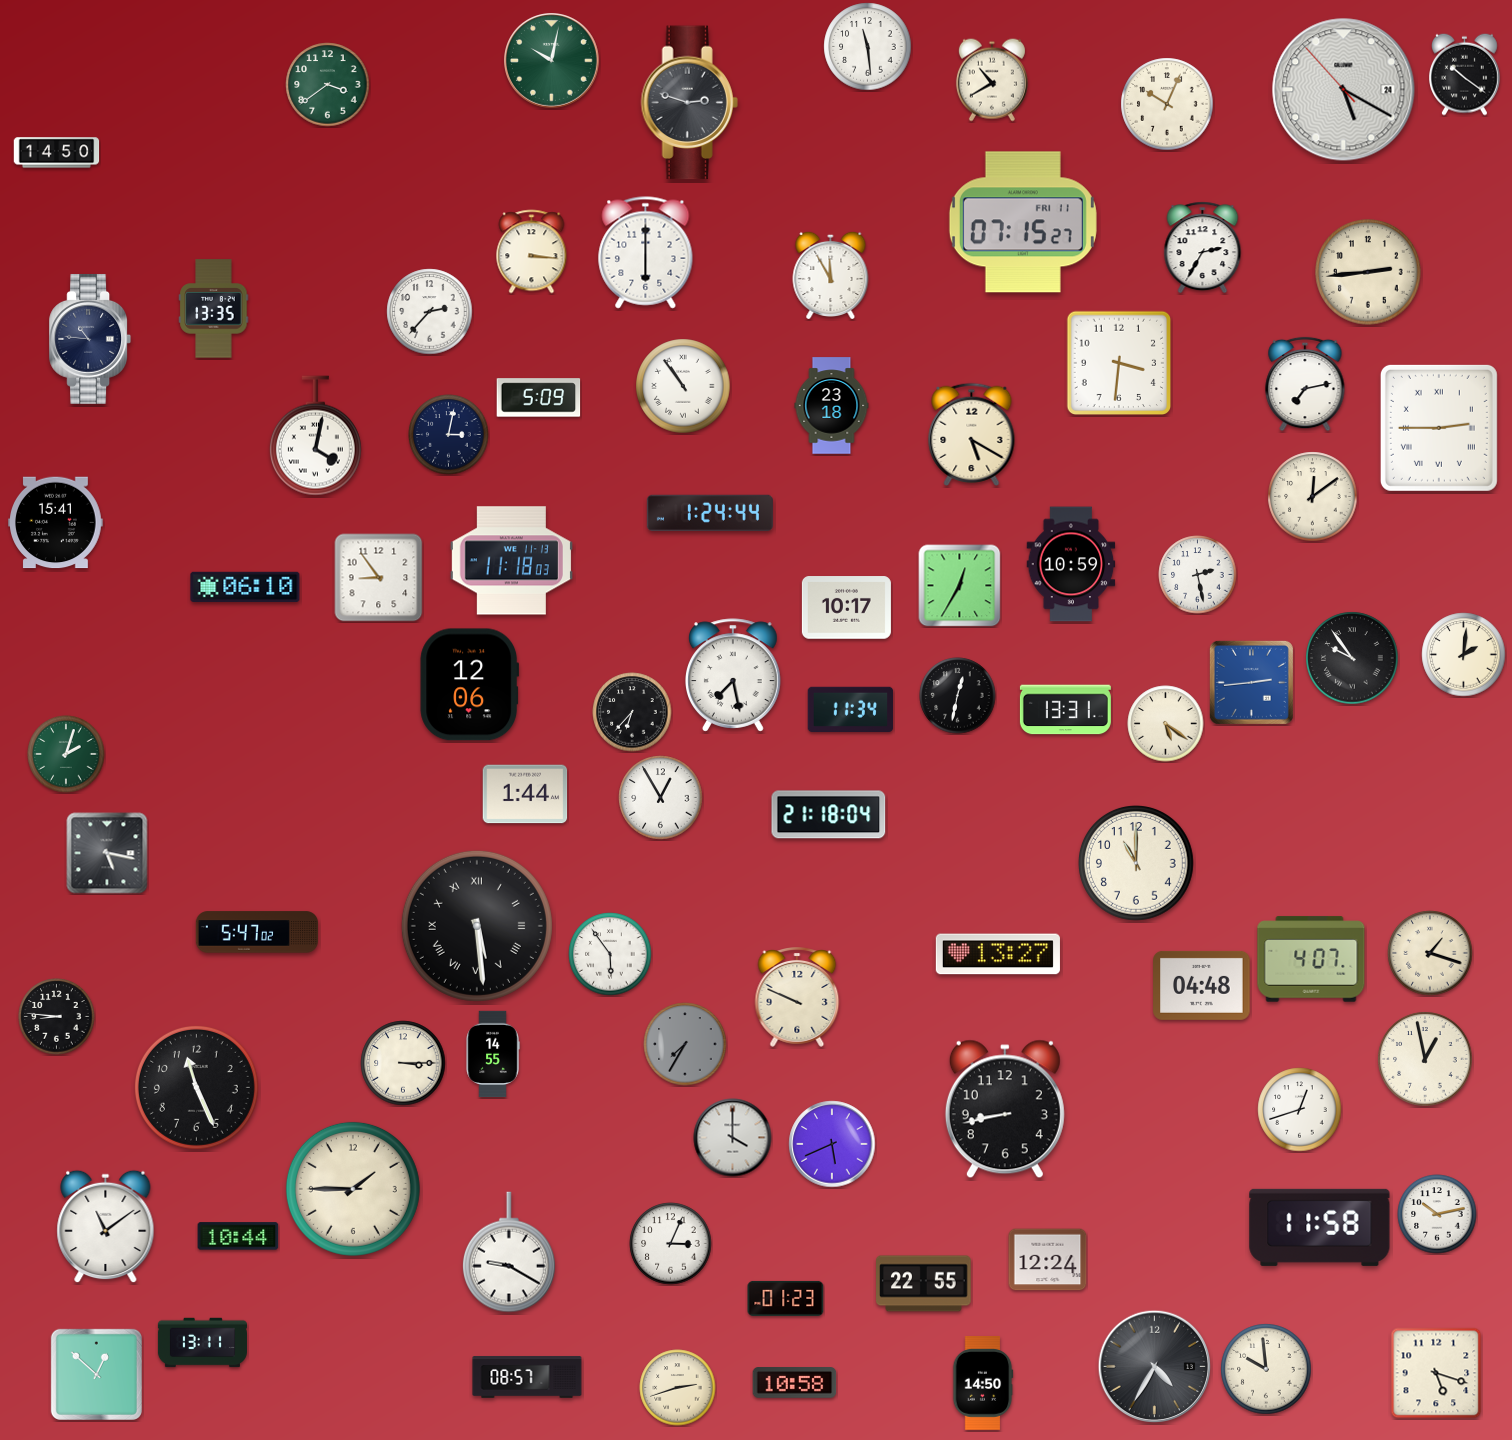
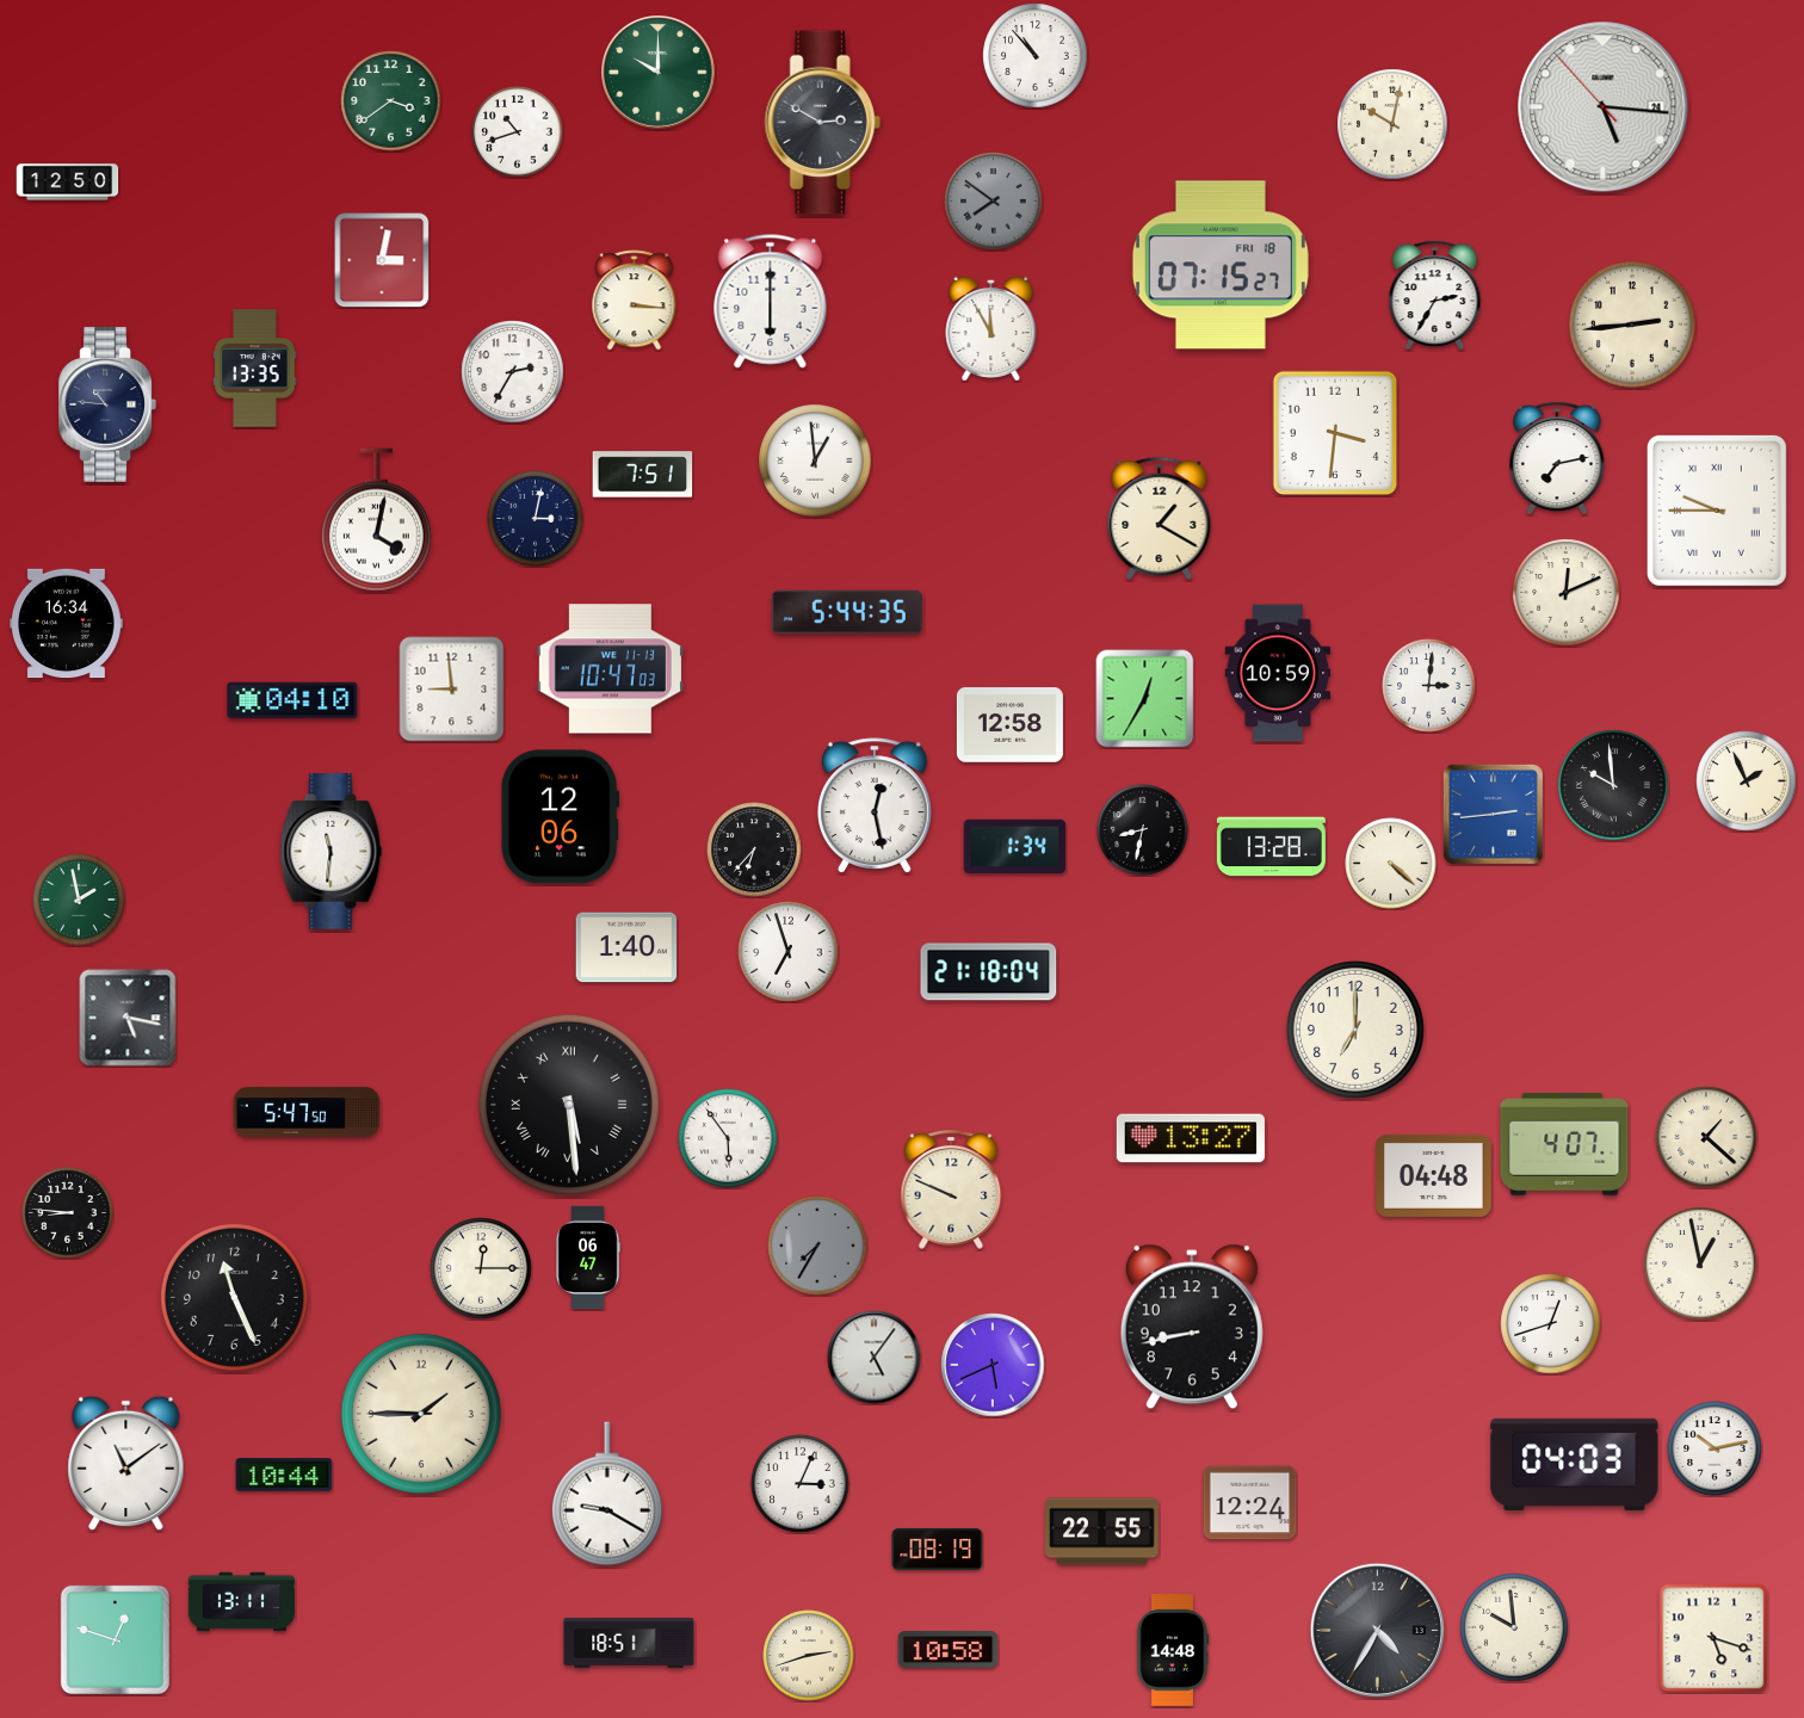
clock at (868, 47): 11:29 -> 10:53
clock at (552, 61): 10:02 -> 10:00
clock at (1465, 74): 10:21 -> none
clock at (992, 80): 10:40 -> none
clock at (1344, 90): 5:19 -> 5:15
clock at (689, 103): 2:48 -> 2:50
clock at (1167, 104): 10:04 -> 10:02
clock at (518, 132): none -> 10:42
clock at (57, 153): 14:50 -> 12:50
clock at (994, 202): none -> 7:51
clock at (382, 260): none -> 3:02
clock at (1023, 222) date: FRI 11 -> FRI 18
clock at (430, 312): 2:37 -> 2:35
clock at (683, 386): 10:54 -> 12:59
clock at (539, 398): 5:09 -> 7:51
clock at (832, 406): 23:18 -> none
clock at (1439, 428): 2:45 -> 9:45
clock at (972, 434): 5:20 -> 1:20
clock at (1313, 497): 12:09 -> 12:11
clock at (710, 512): 1:24 -> 5:44
clock at (56, 523): 15:41 -> 16:34
clock at (511, 561): 11:18 -> 10:47
clock at (1198, 575): 2:28 -> 3:01
clock at (379, 578): 8:54 -> 8:59
clock at (245, 586): 06:10 -> 04:10
clock at (846, 608): 10:17 -> 12:58
clock at (1464, 655): 2:01 -> 1:56
clock at (1352, 658): 9:54 -> 9:59
clock at (734, 675): 7:28 -> 12:28
clock at (958, 696): 12:32 -> 8:32
clock at (851, 710): 11:34 -> 1:34
clock at (1065, 710): 13:31 -> 13:28
clock at (332, 852): none -> 11:31
clock at (1166, 724): 5:21 -> 4:22
clock at (66, 754): 2:03 -> 1:58
clock at (525, 794): 1:44 -> 1:40
clock at (661, 798): 12:55 -> 6:57
clock at (1137, 864): 11:00 -> 7:00
clock at (257, 932): 5:47:02 -> 5:47:50
clock at (1430, 953): 1:18 -> 1:22
clock at (493, 1054): 14:55 -> 06:47
clock at (403, 1063): 3:15 -> 12:15
clock at (1005, 1109) position: (1005, 1109) -> (1192, 1327)
clock at (733, 1138): 4:00 -> 5:06
clock at (353, 1189) position: (353, 1189) -> (421, 1414)
clock at (1320, 1227): 11:58 -> 04:03
clock at (786, 1298): 01:23 -> 08:19
clock at (1266, 1369) position: (1266, 1369) -> (1514, 1627)
clock at (96, 1374): 12:52 -> 12:48
clock at (527, 1377): 08:57 -> 18:51
clock at (983, 1384): 14:50 -> 14:48
